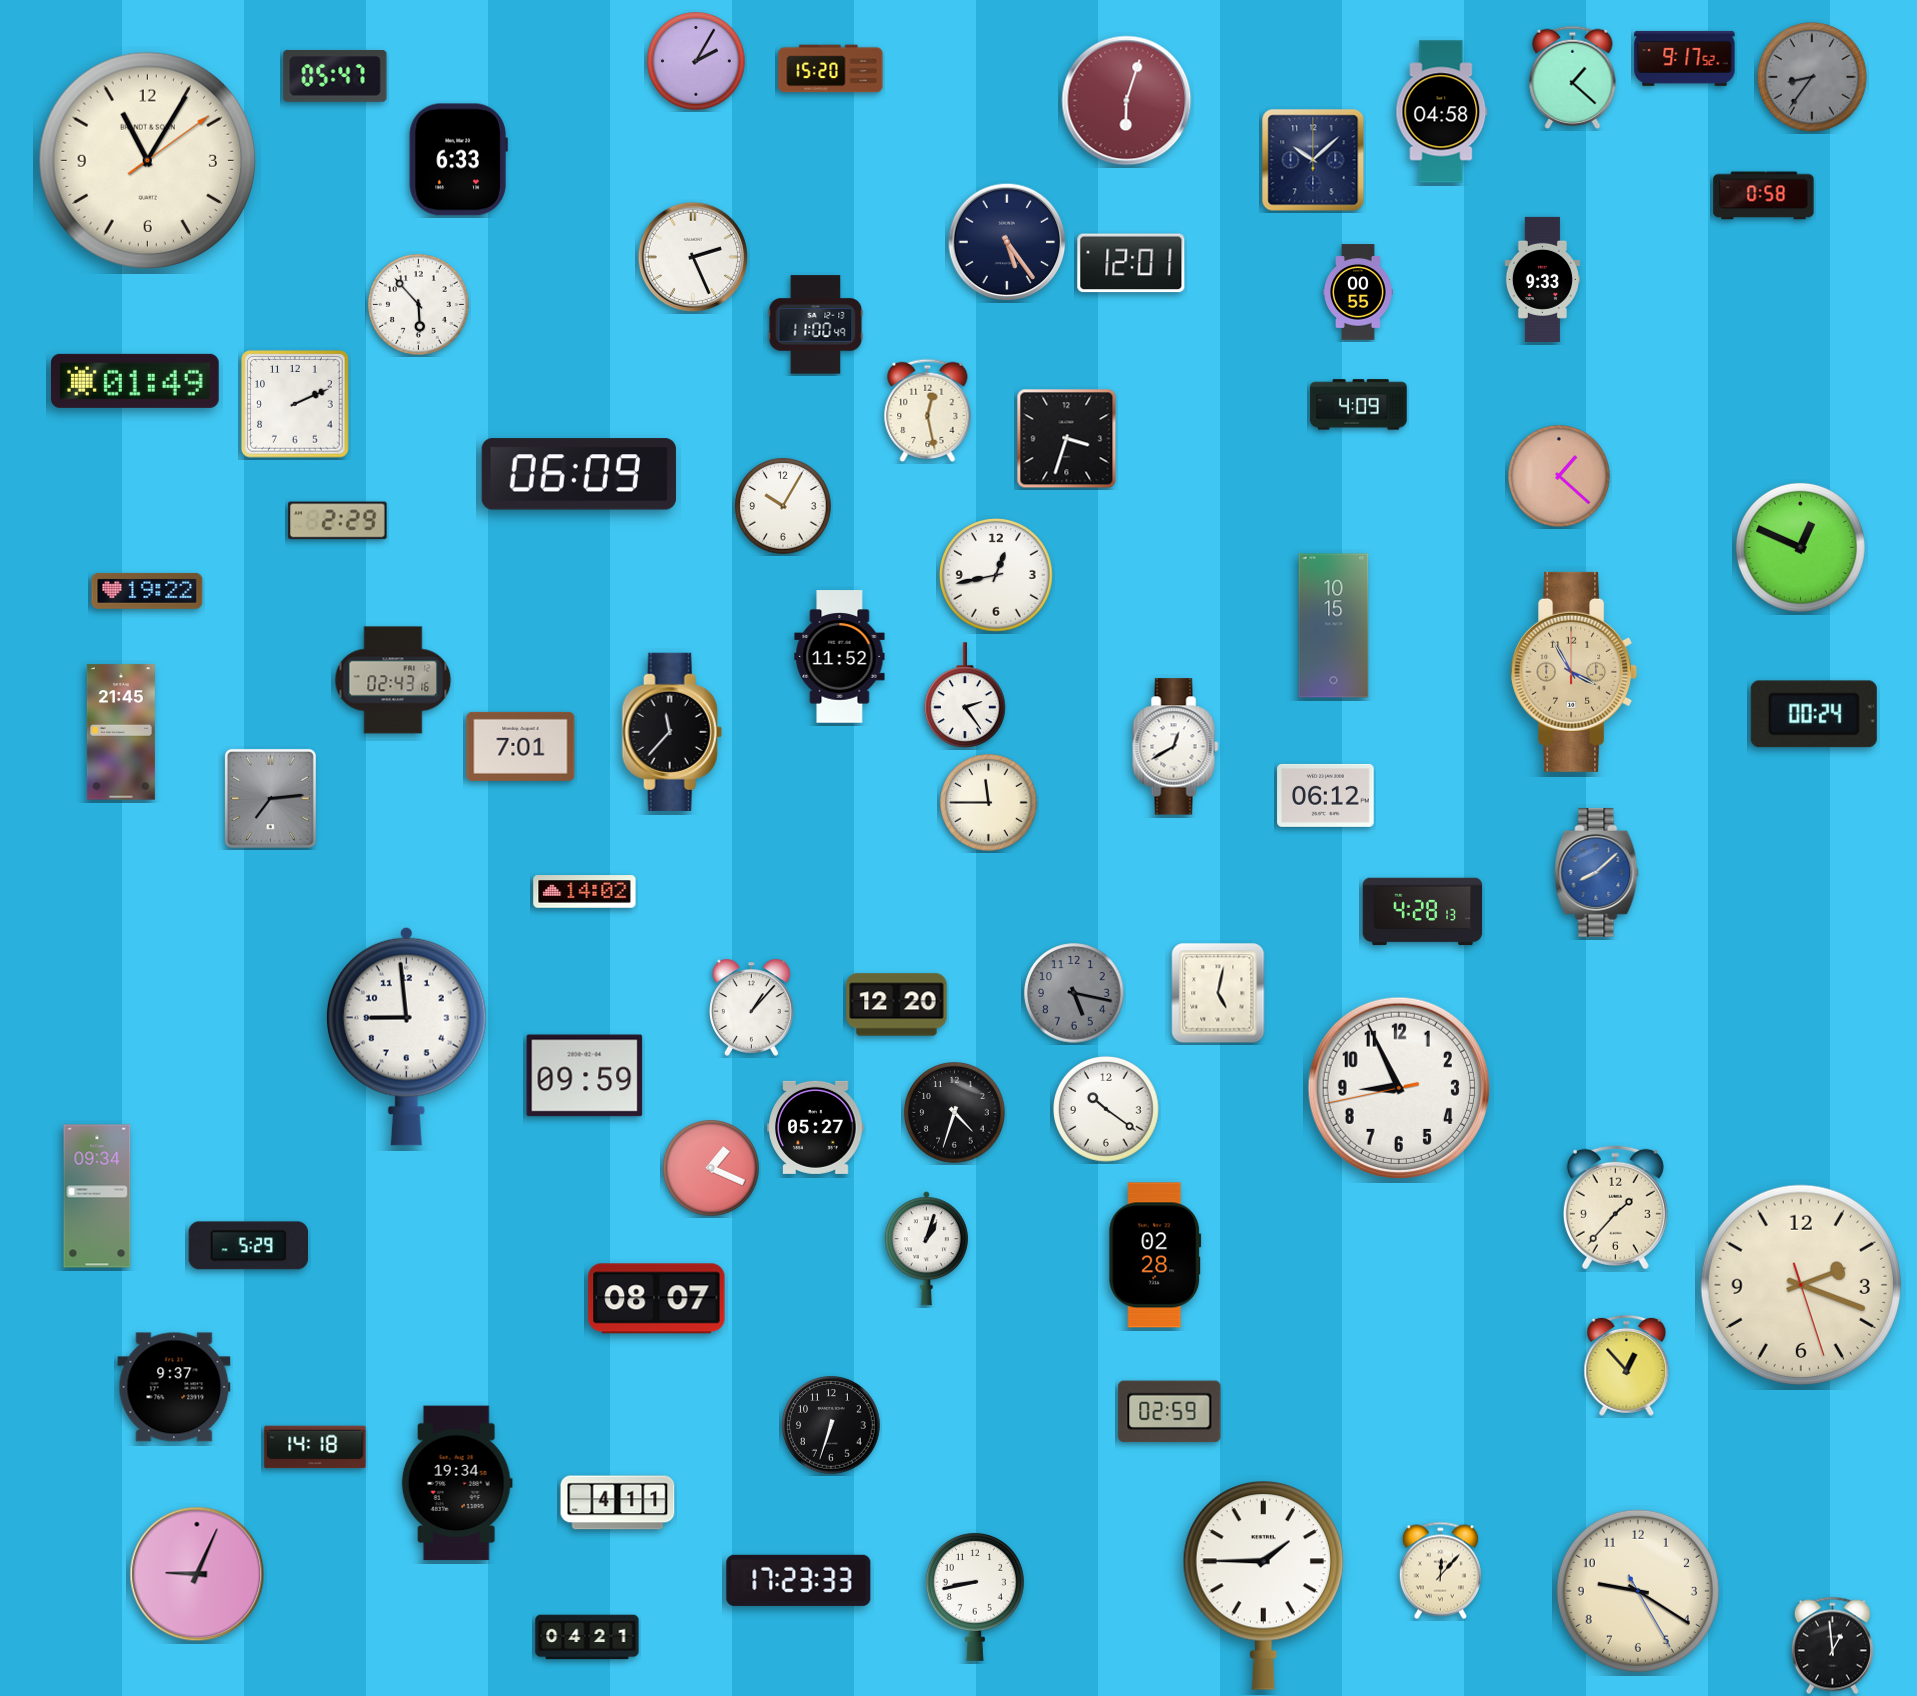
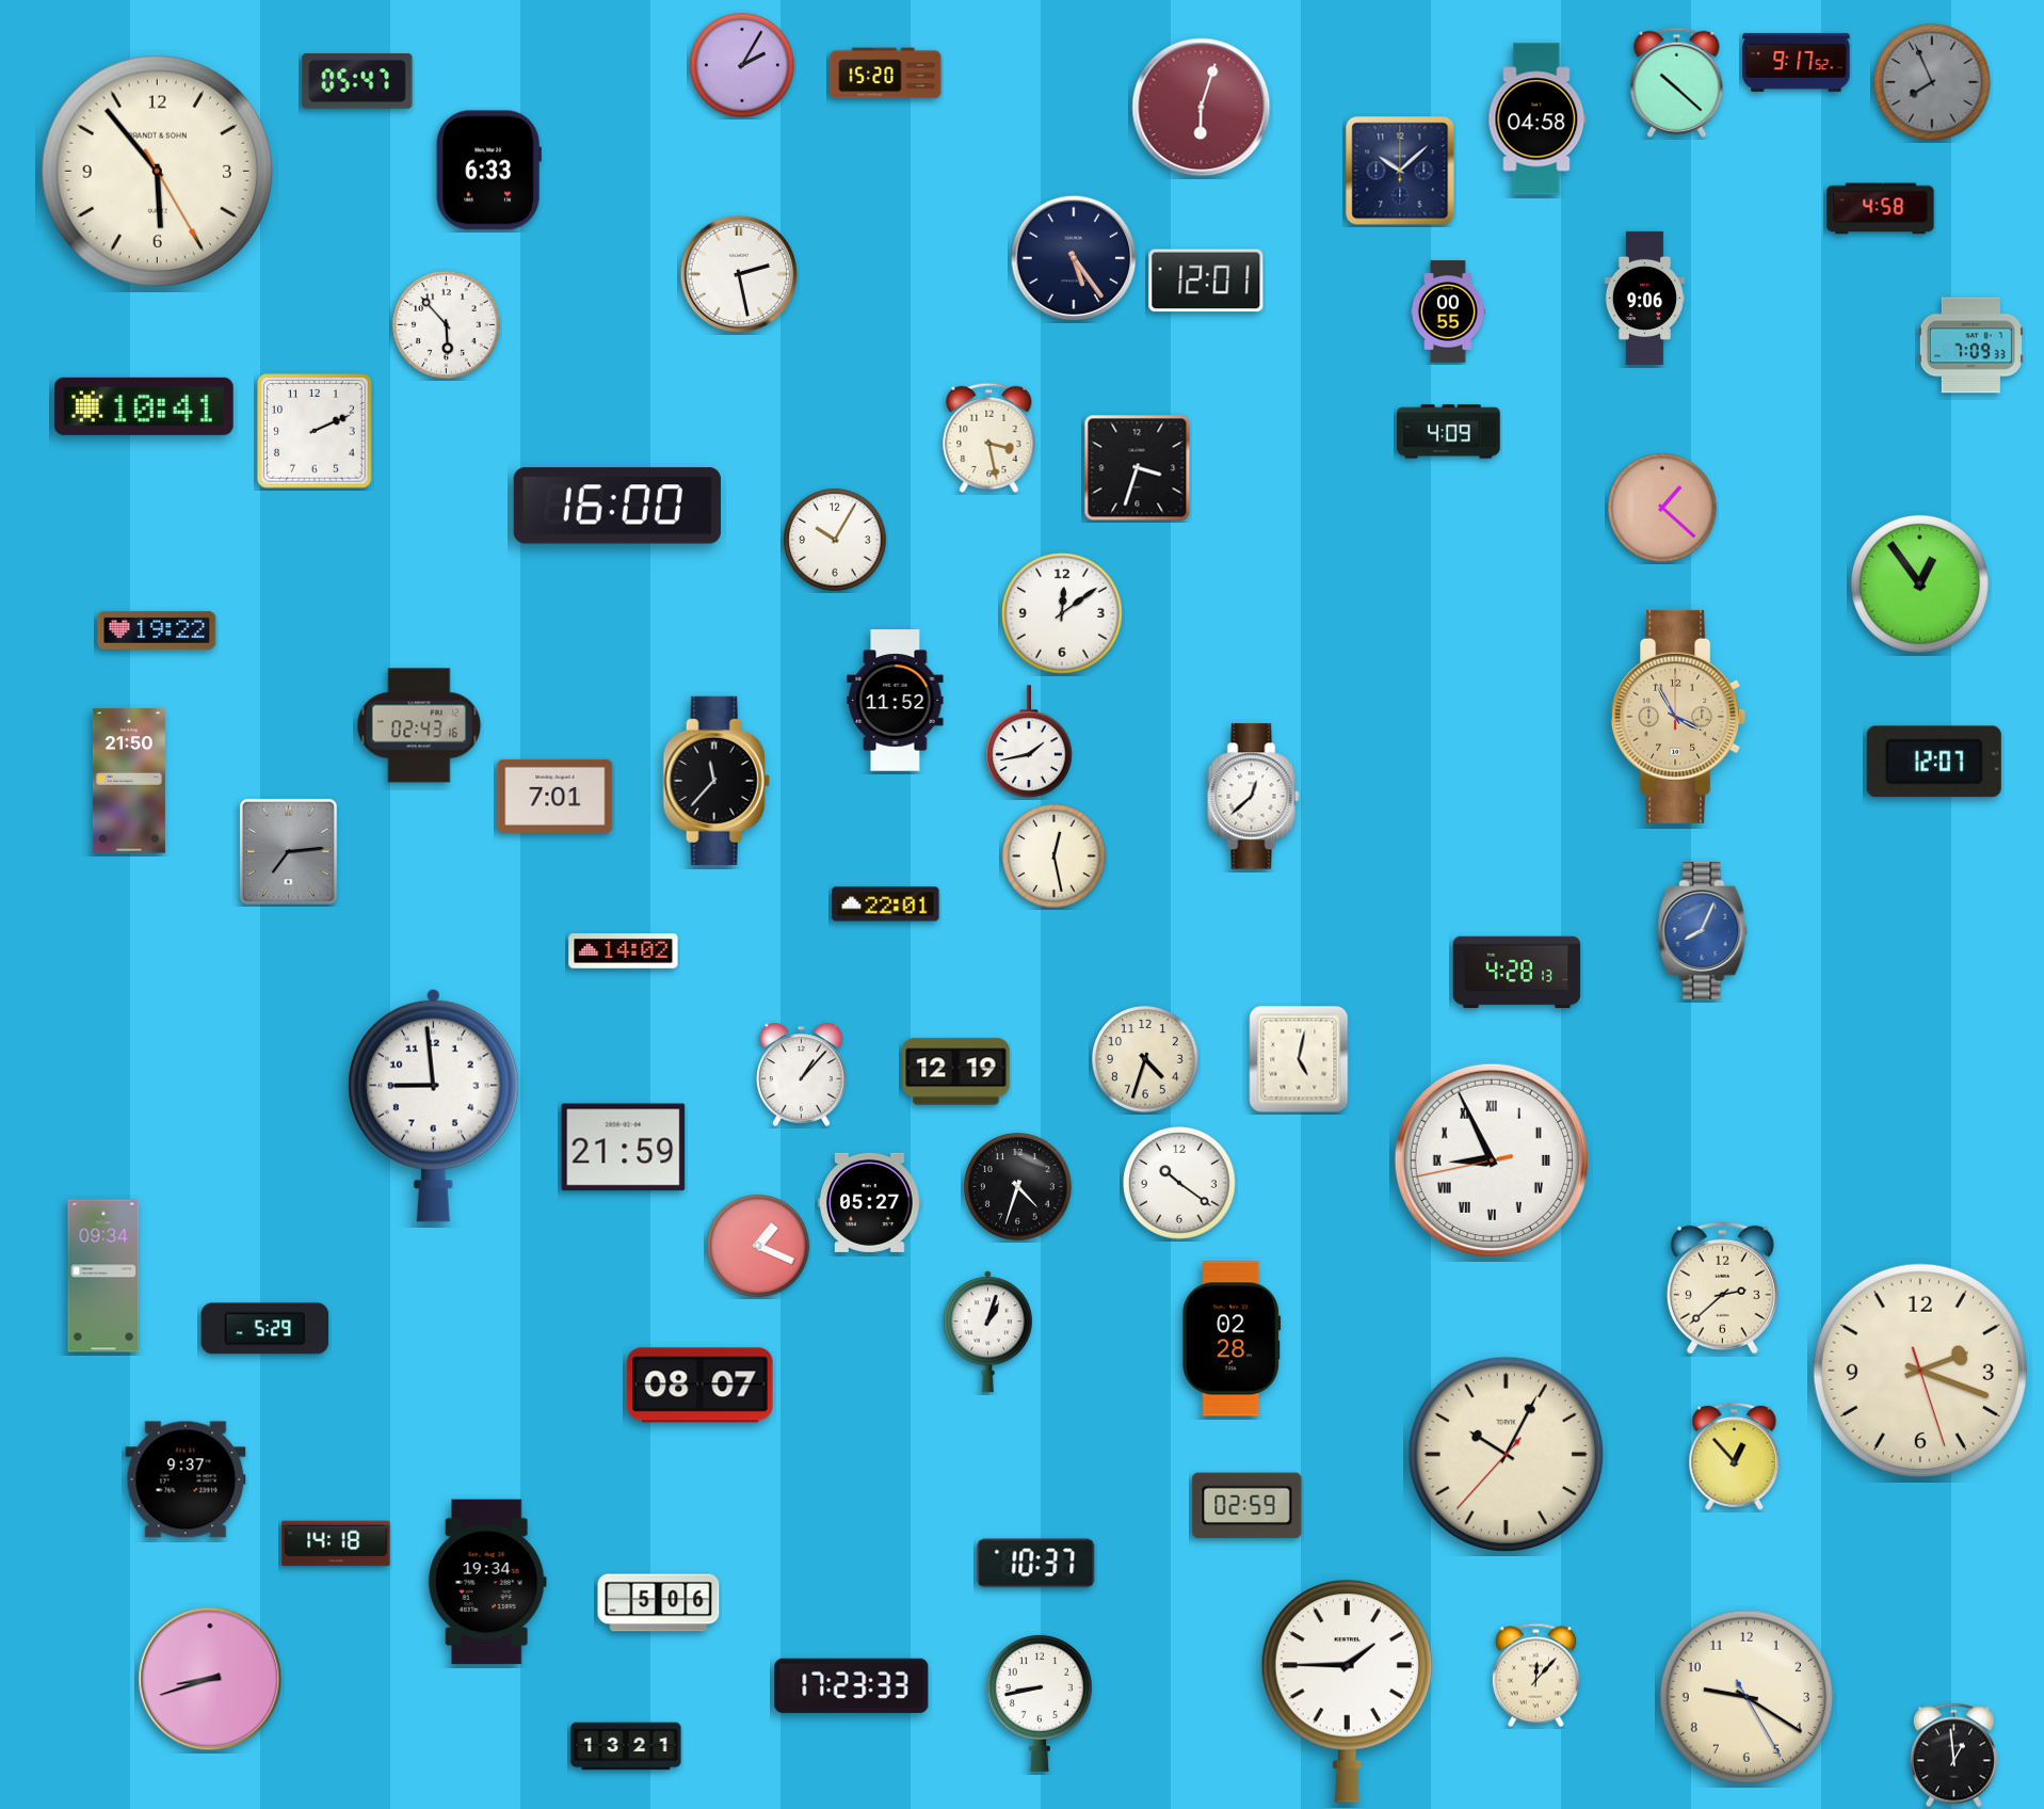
clock at (1573, 77): 1:22 -> 10:22
clock at (1813, 78): 8:36 -> 7:56
clock at (147, 160): 11:05 -> 5:53
clock at (1764, 196): 0:58 -> 4:58
clock at (693, 257): 2:26 -> 2:28
clock at (1542, 279): 9:33 -> 9:06
clock at (1970, 346): none -> 7:09
clock at (816, 325): 11:00 -> none
clock at (135, 381): 01:49 -> 10:41
clock at (928, 410): 12:28 -> 3:28
clock at (579, 474): 06:09 -> 16:00
clock at (338, 521): 2:29 -> none
clock at (1800, 547): 12:49 -> 12:54
clock at (997, 576): 12:43 -> 12:09
clock at (1334, 626): 10:15 -> none
clock at (966, 696): 2:24 -> 1:43
clock at (1814, 714): 00:24 -> 12:07
clock at (121, 732): 21:45 -> 21:50
clock at (1176, 747): 12:40 -> 12:38
clock at (1326, 795): 06:12 -> none
clock at (989, 803): 11:45 -> 12:28
clock at (886, 905): none -> 22:01
clock at (1597, 872): 8:08 -> 8:04
clock at (1074, 993): 5:17 -> 4:33
clock at (1074, 993) dial: grey -> cream
clock at (897, 1005): 12:20 -> 12:19
clock at (585, 1076): 09:59 -> 21:59
clock at (1399, 1088) numerals: Arabic -> Roman
clock at (1615, 1207): 1:37 -> 2:38
clock at (1506, 1454): none -> 10:04
clock at (831, 1425): 6:33 -> none
clock at (1036, 1564): none -> 10:37
clock at (618, 1503): 4:11 -> 5:06
clock at (197, 1574): 9:04 -> 8:42
clock at (587, 1637): 04:21 -> 13:21
